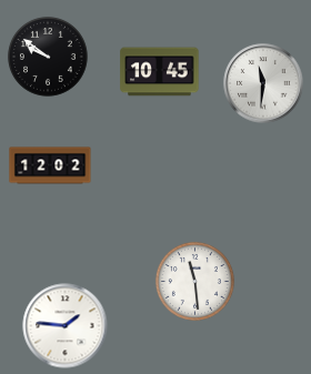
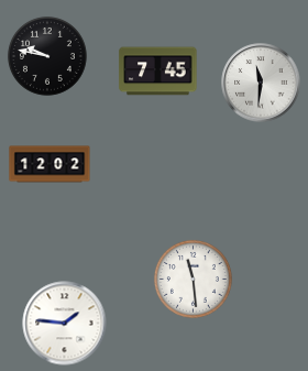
clock at (48, 57): 9:51 -> 9:47
clock at (160, 72): 10:45 -> 7:45
